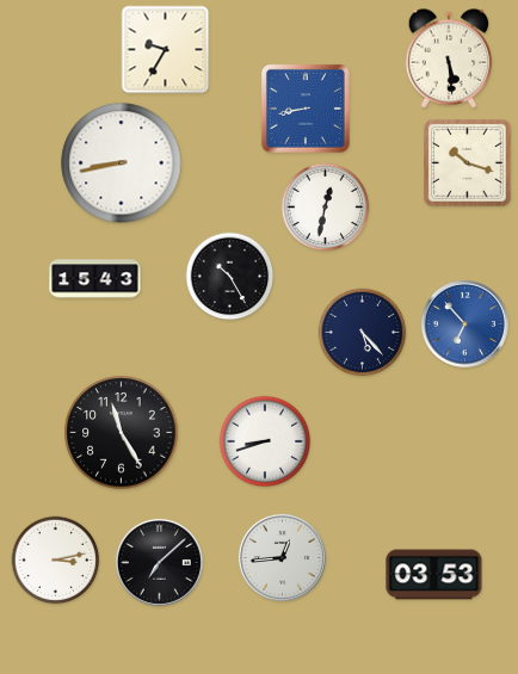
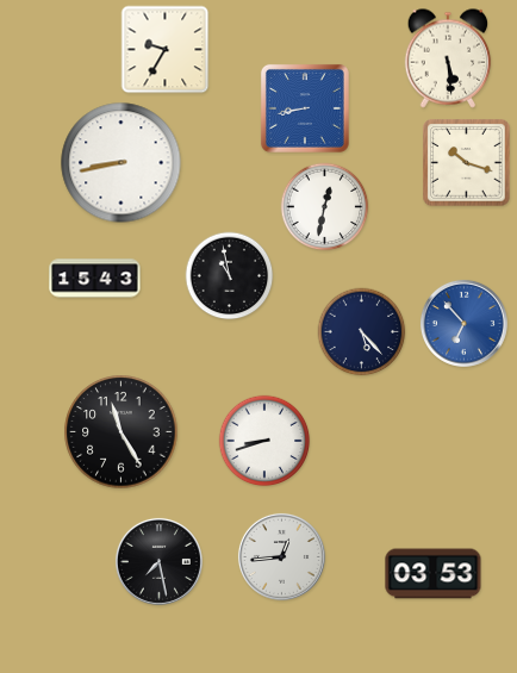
clock at (230, 277): 10:25 -> 10:58
clock at (56, 561): 3:13 -> none
clock at (159, 562): 7:08 -> 7:28
